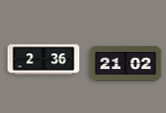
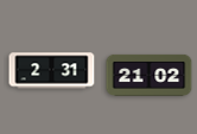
clock at (44, 60): 2:36 -> 2:31
